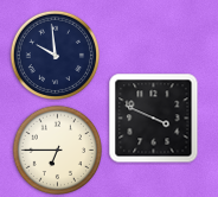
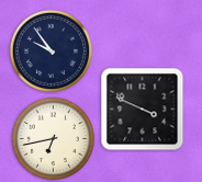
clock at (54, 55): 9:59 -> 9:54
clock at (57, 150): 6:45 -> 6:43
